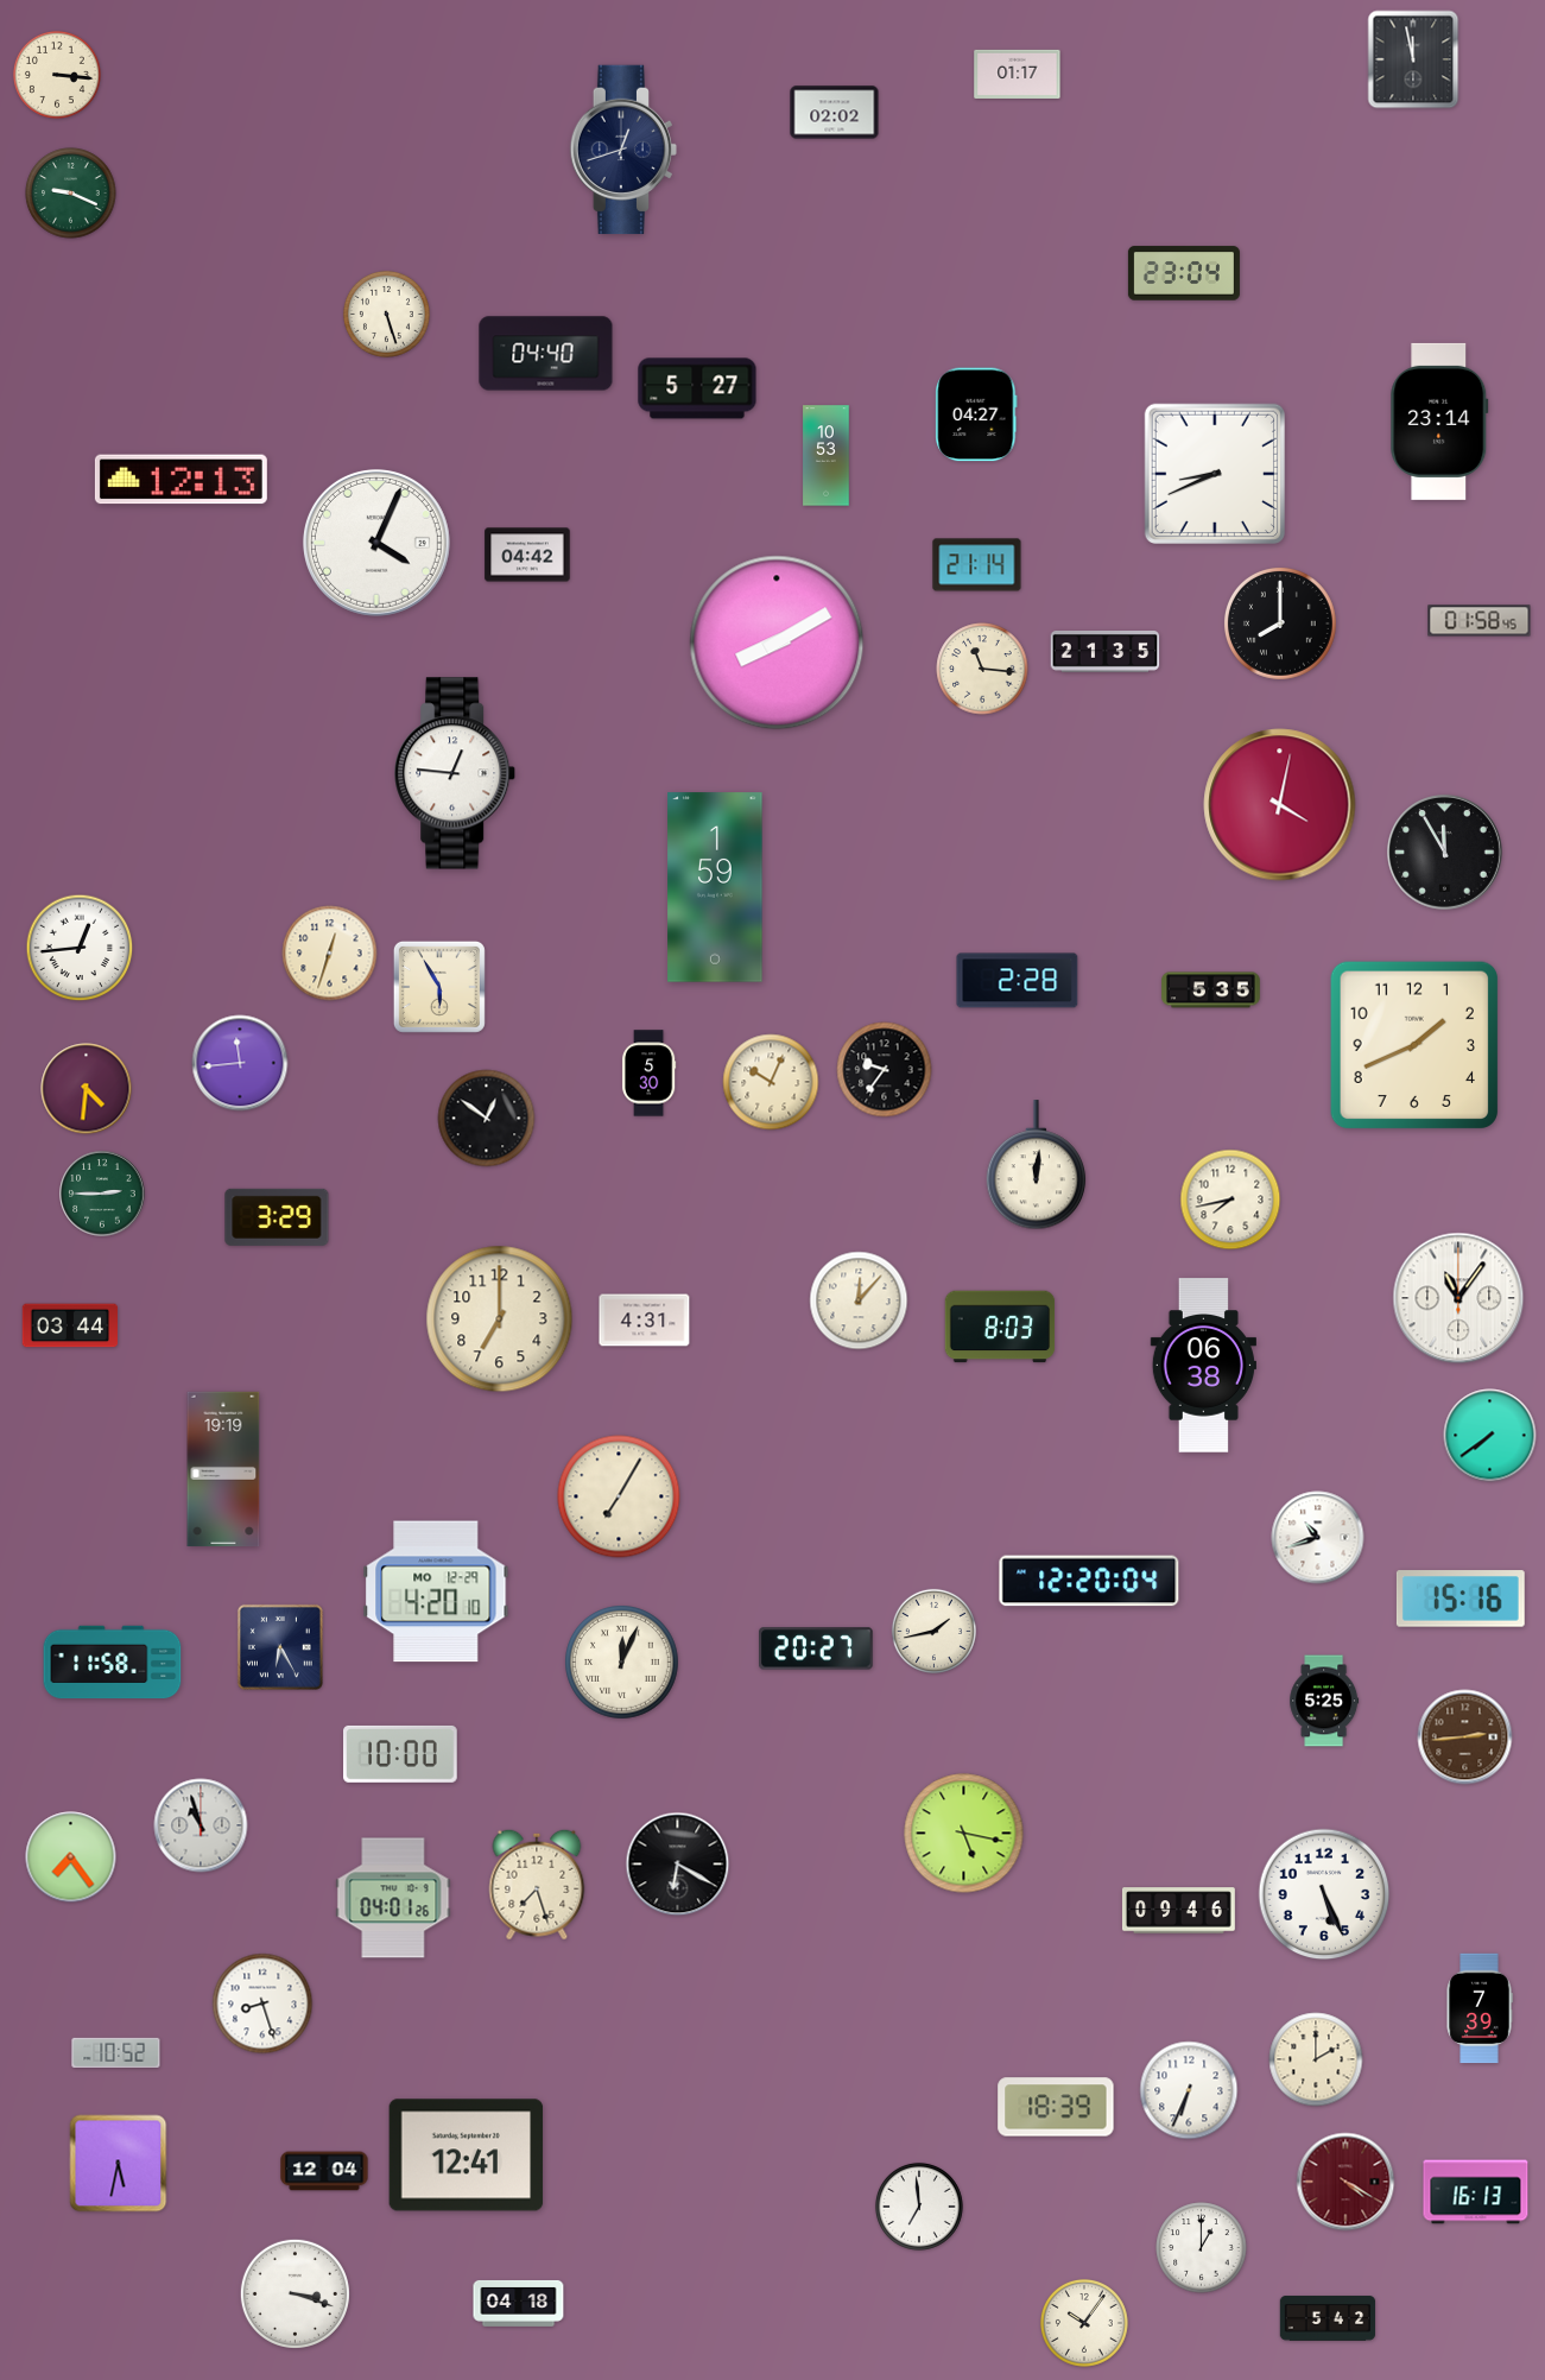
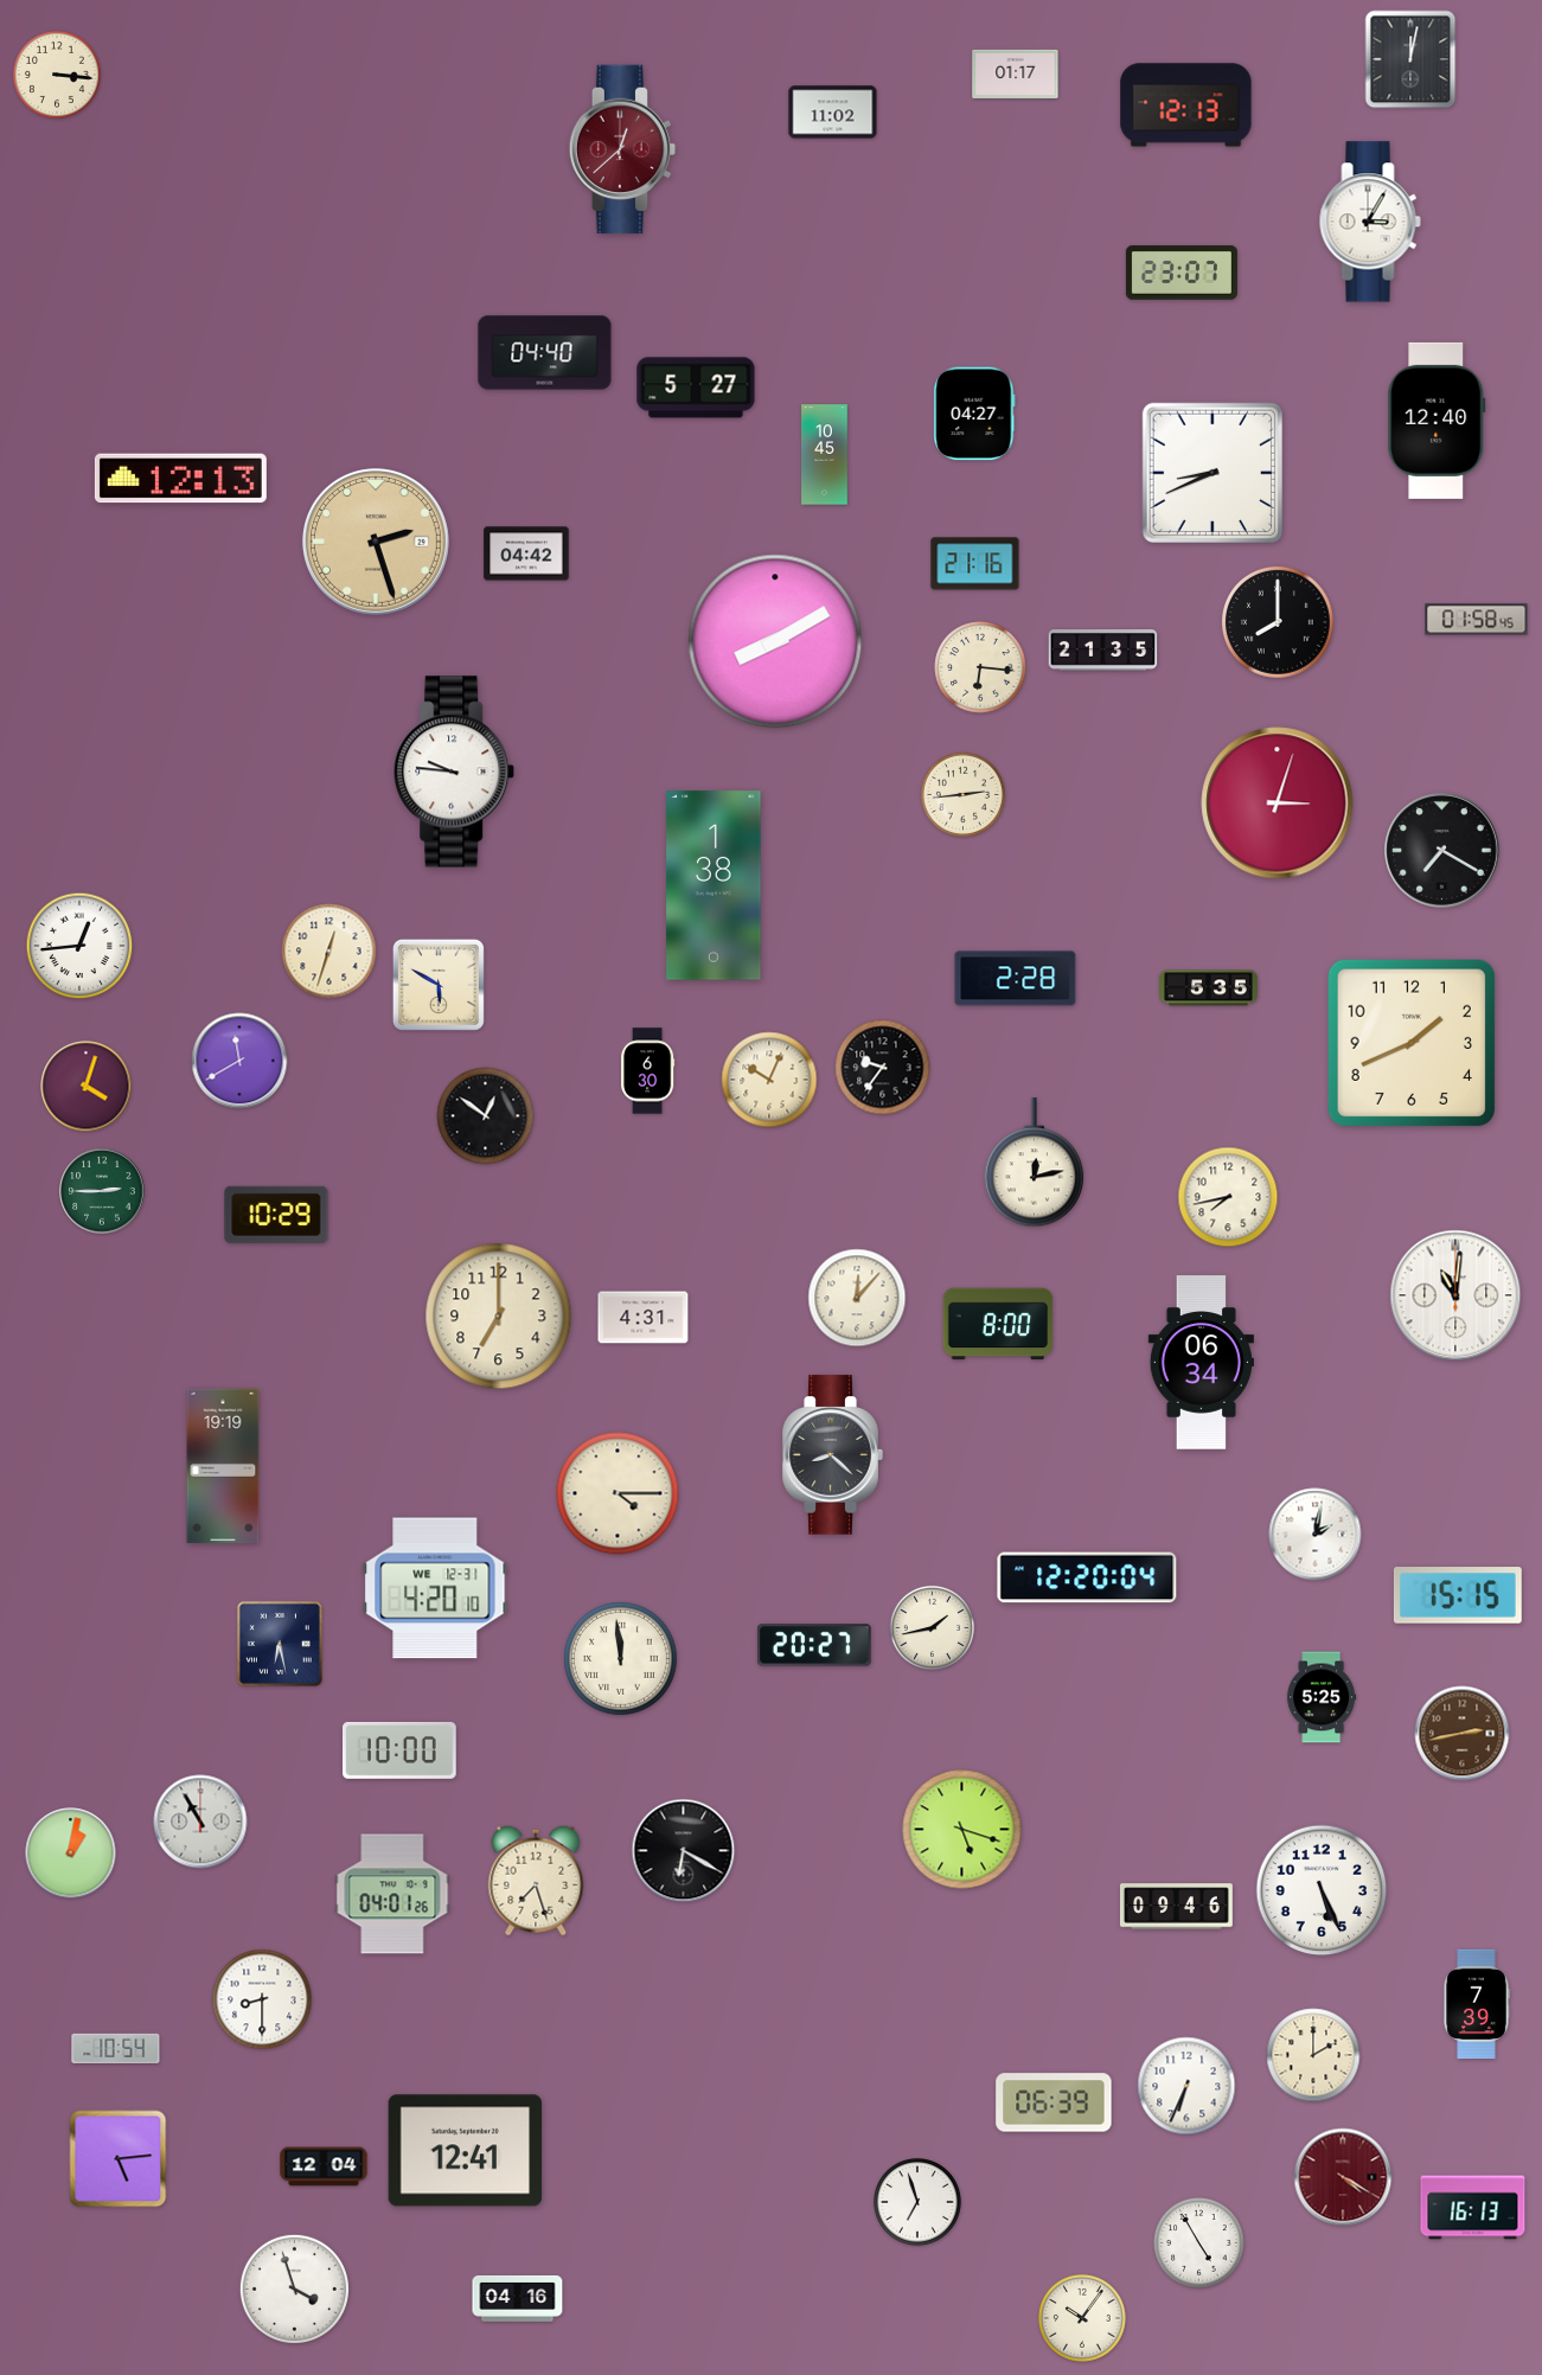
clock at (1413, 59): 11:58 -> 12:02
clock at (1186, 105): none -> 12:13
clock at (835, 113): 02:02 -> 11:02
clock at (623, 150): 12:42 -> 12:38
clock at (623, 150) dial: navy -> burgundy
clock at (71, 194): 9:19 -> none
clock at (1370, 222): none -> 3:05
clock at (1184, 273): 23:04 -> 23:07
clock at (386, 314): 5:27 -> none
clock at (1439, 422): 23:14 -> 12:40
clock at (827, 456): 10:53 -> 10:45
clock at (376, 543): 4:04 -> 2:27
clock at (376, 543) dial: white -> champagne
clock at (977, 565): 21:14 -> 21:16
clock at (982, 669): 11:16 -> 6:16
clock at (456, 773): 12:46 -> 9:46
clock at (962, 794): none -> 2:44
clock at (1280, 805): 4:02 -> 3:03
clock at (1445, 853): 11:55 -> 7:20
clock at (715, 887): 1:59 -> 1:38
clock at (439, 987): 5:55 -> 5:50
clock at (240, 1063): 11:44 -> 11:40
clock at (648, 1074): 5:30 -> 6:30
clock at (87, 1089): 4:31 -> 4:03
clock at (1037, 1165): 12:01 -> 12:13
clock at (277, 1217): 3:29 -> 10:29
clock at (1458, 1298): 11:06 -> 11:01
clock at (69, 1325): 03:44 -> none
clock at (1000, 1327): 8:03 -> 8:00
clock at (1203, 1366): 06:38 -> 06:34
clock at (1490, 1436): 7:39 -> none
clock at (832, 1455): none -> 8:22
clock at (619, 1496): 7:05 -> 4:15
clock at (1318, 1538): 10:42 -> 2:02
clock at (436, 1591) date: MO 12-29 -> WE 12-31
clock at (1461, 1599): 15:16 -> 15:15
clock at (280, 1647): 6:25 -> 6:28
clock at (113, 1663): 11:58 -> none
clock at (622, 1663): 12:04 -> 11:59
clock at (1465, 1737): 2:44 -> 2:43
clock at (201, 1825): 10:57 -> 10:55
clock at (964, 1834): 5:17 -> 5:18
clock at (71, 1857): 7:24 -> 1:02
clock at (678, 1865) position: (678, 1865) -> (684, 1851)
clock at (262, 2004): 8:27 -> 8:30
clock at (116, 2052): 10:52 -> 10:54
clock at (1056, 2107): 18:39 -> 06:39
clock at (119, 2164): 5:32 -> 5:14
clock at (1476, 2192) position: (1476, 2192) -> (1473, 2208)
clock at (919, 2207): 6:59 -> 6:57
clock at (1202, 2248): 1:00 -> 4:55
clock at (295, 2293): 3:18 -> 3:57
clock at (519, 2303): 04:18 -> 04:16
clock at (1328, 2318): 5:42 -> none
